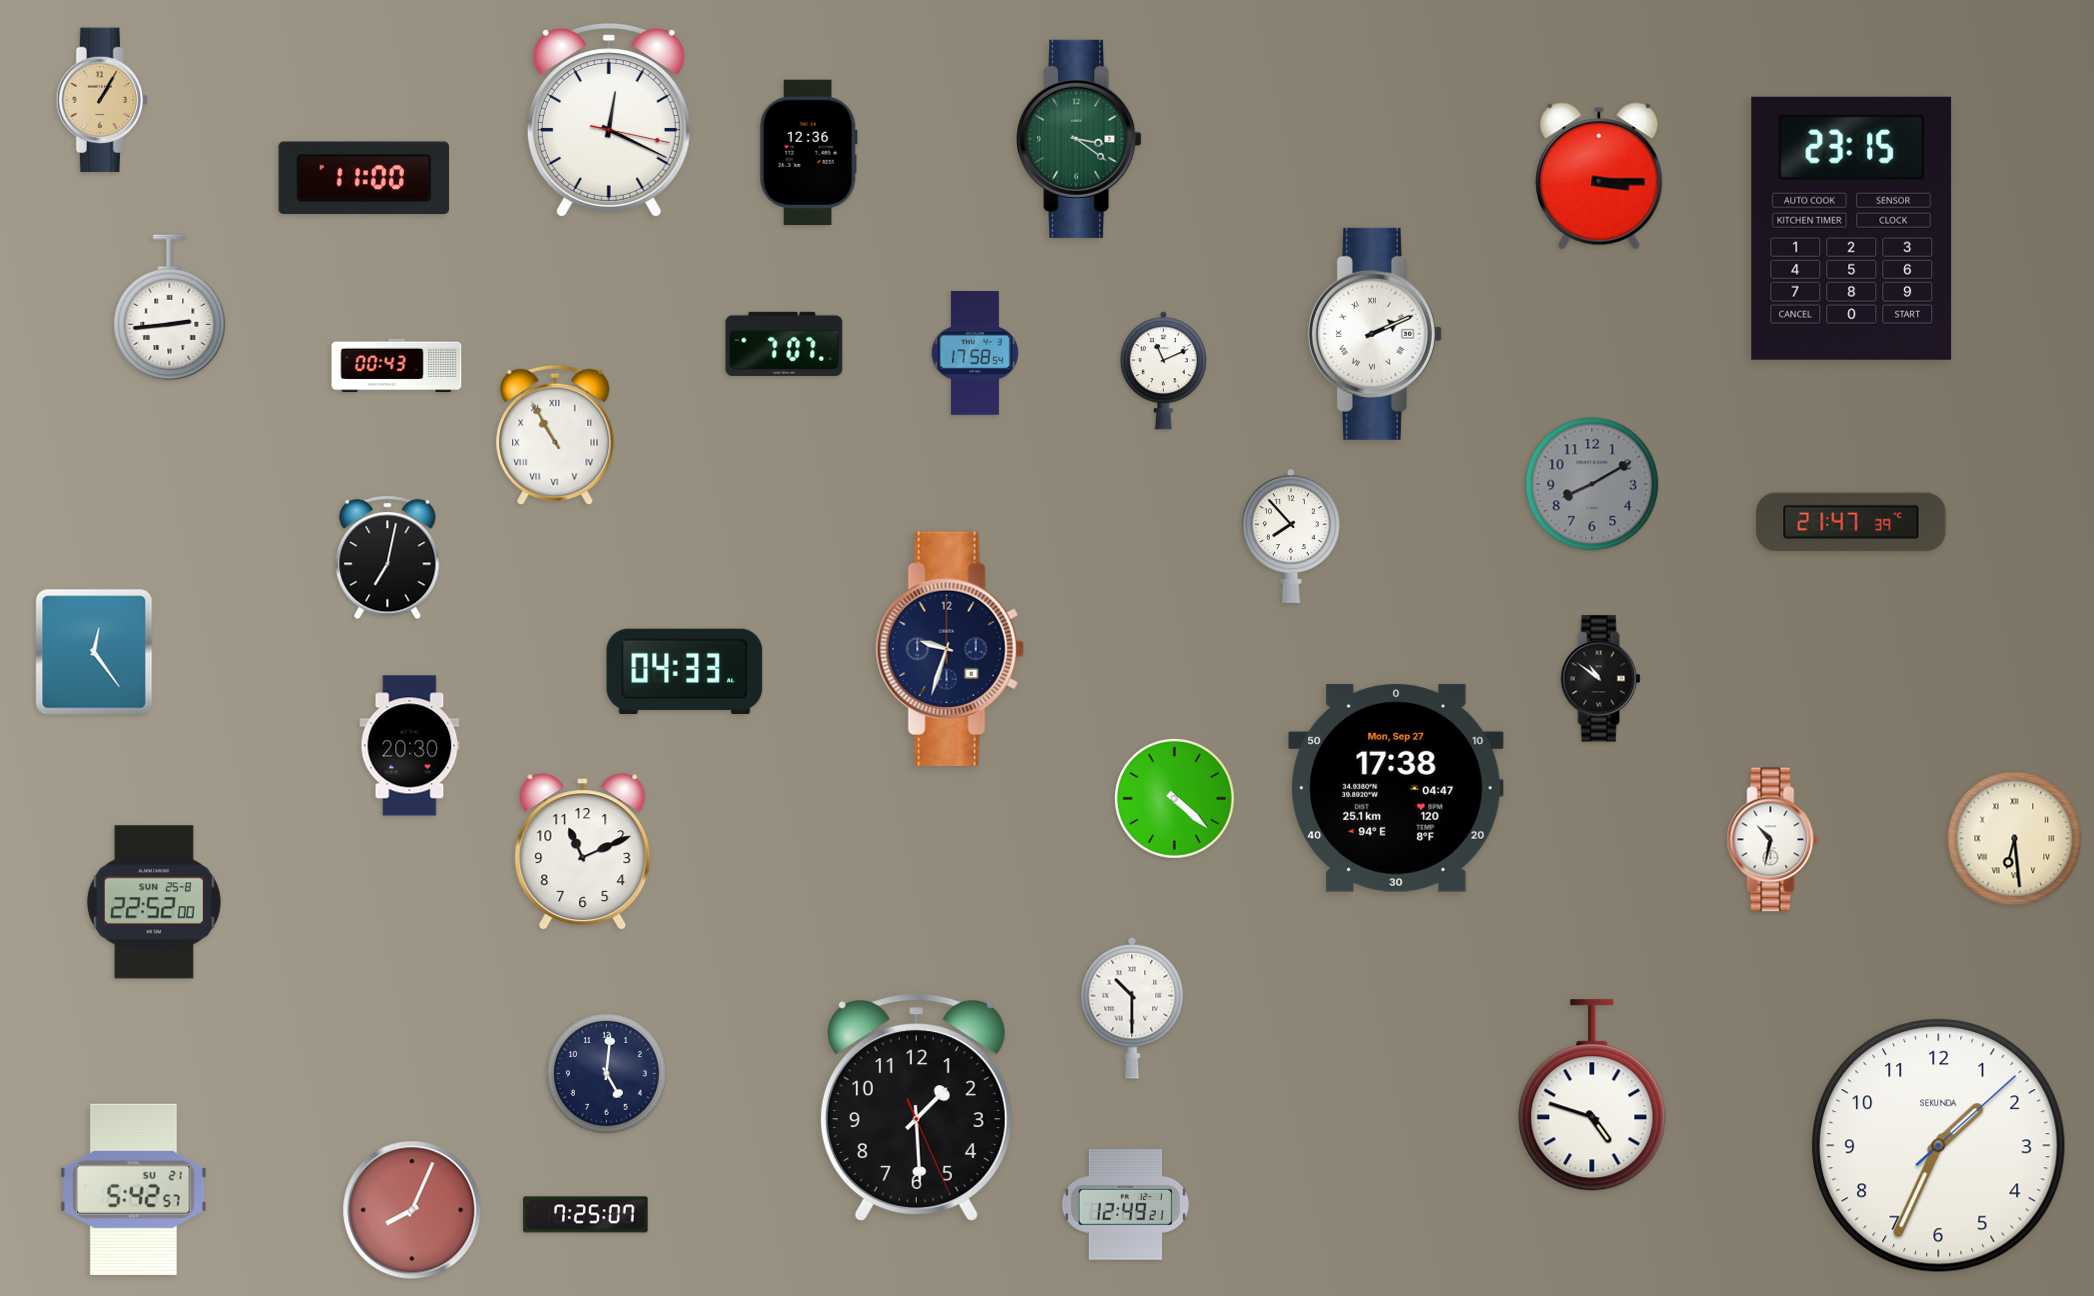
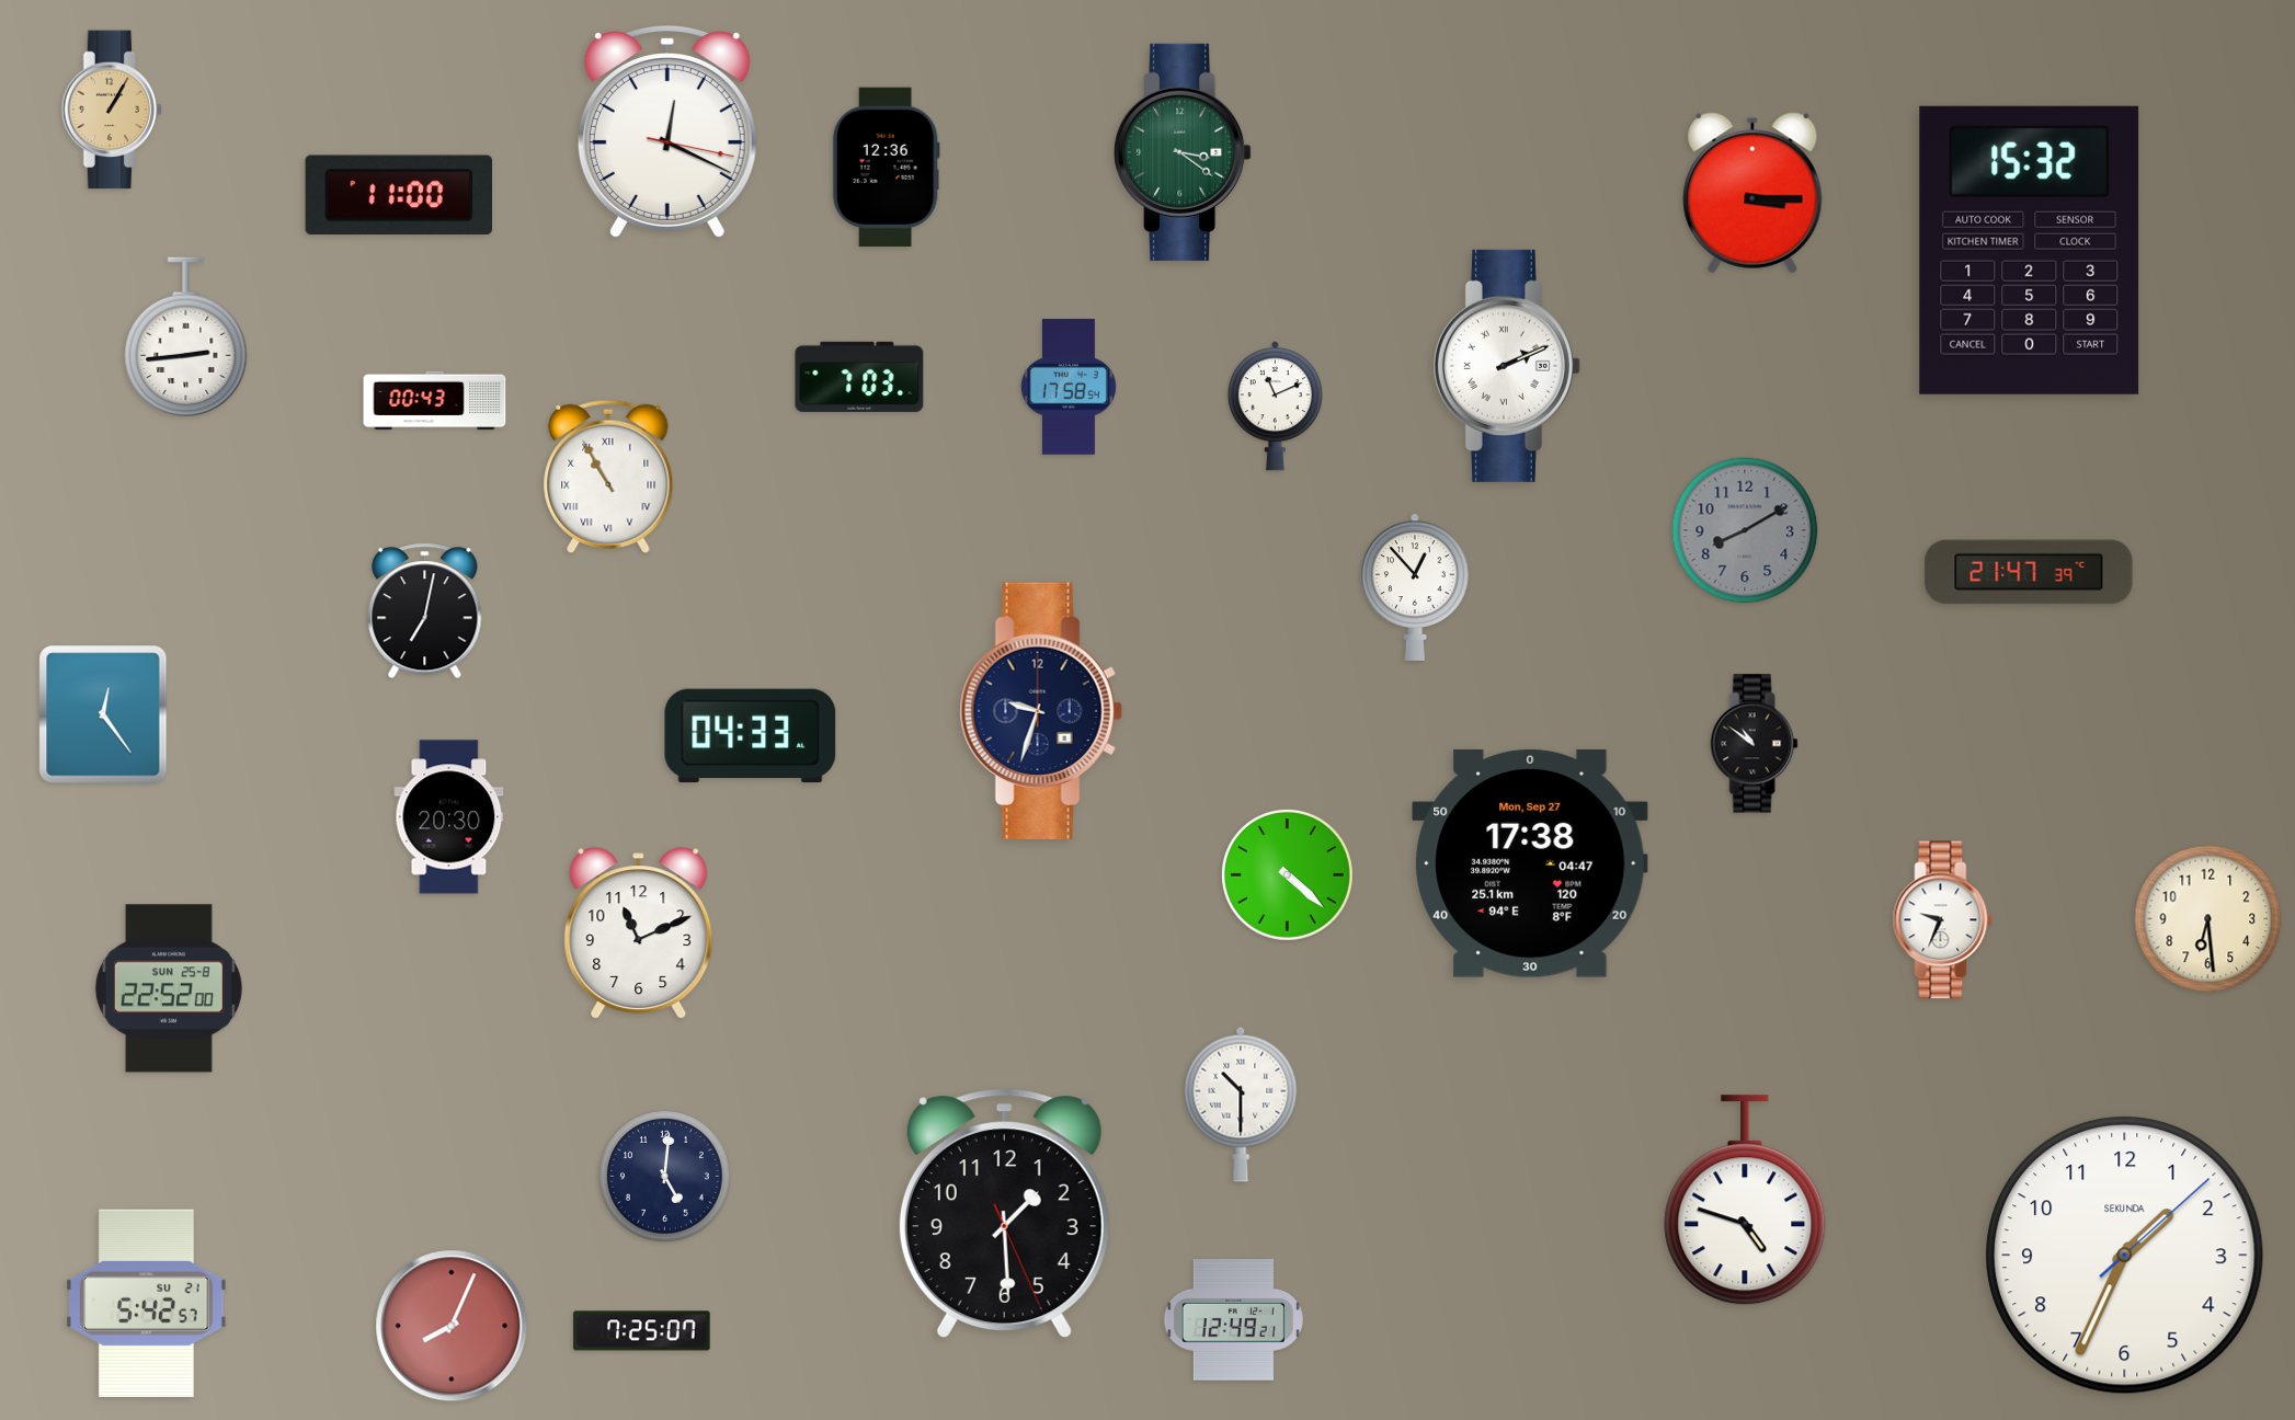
clock at (1852, 228): 23:15 -> 15:32
clock at (784, 344): 7:07 -> 7:03
clock at (1291, 536): 7:53 -> 12:53
clock at (2015, 839) numerals: Roman -> Arabic
clock at (1773, 840): 10:32 -> 9:34
